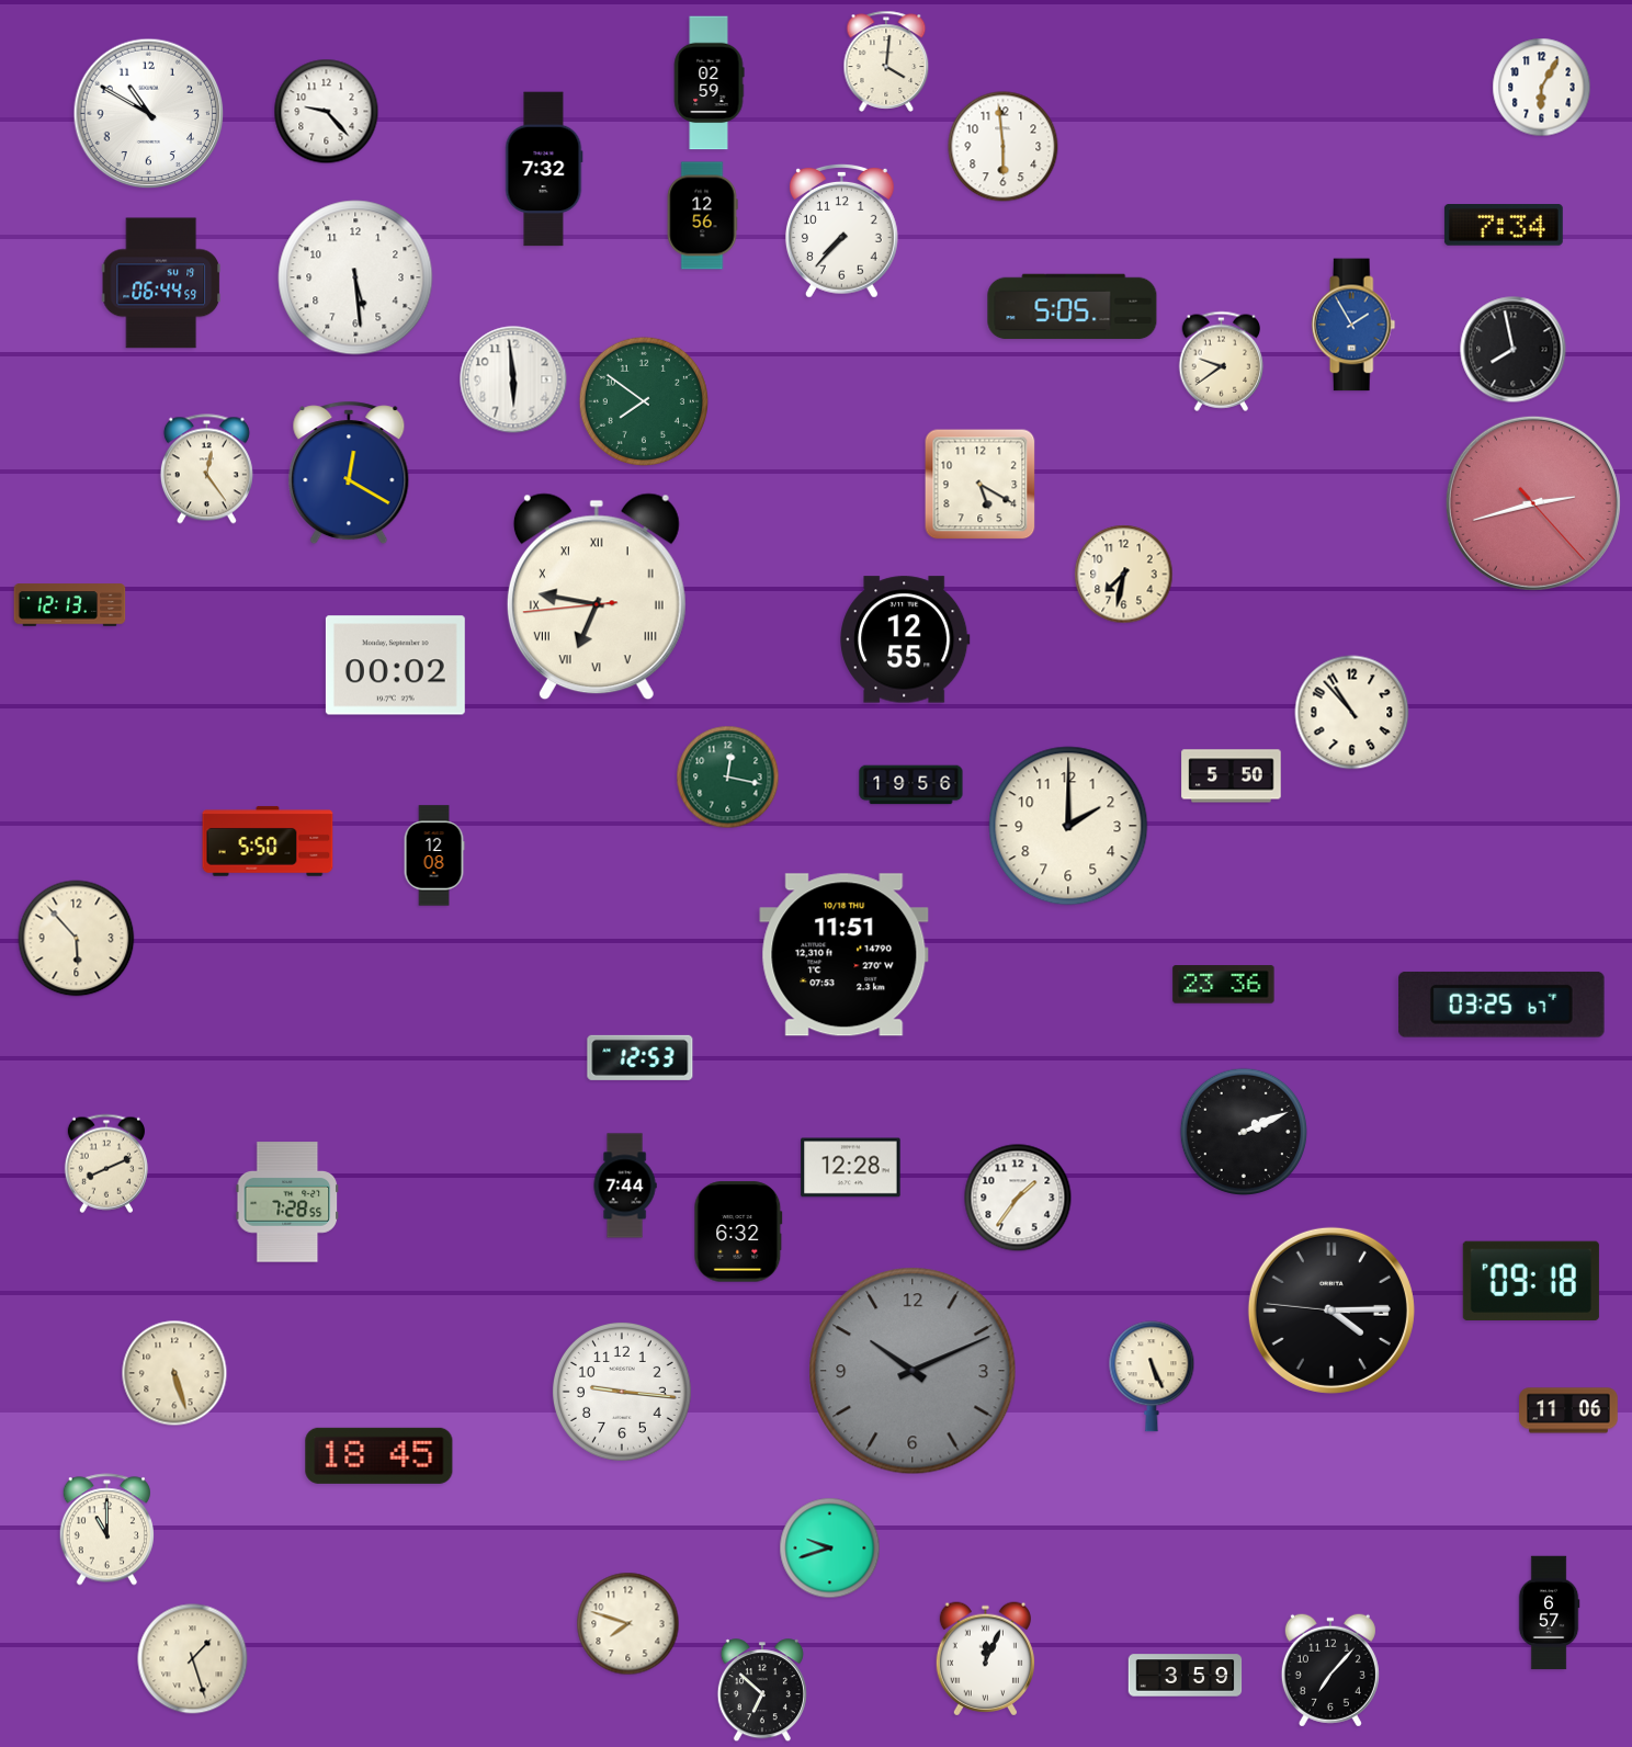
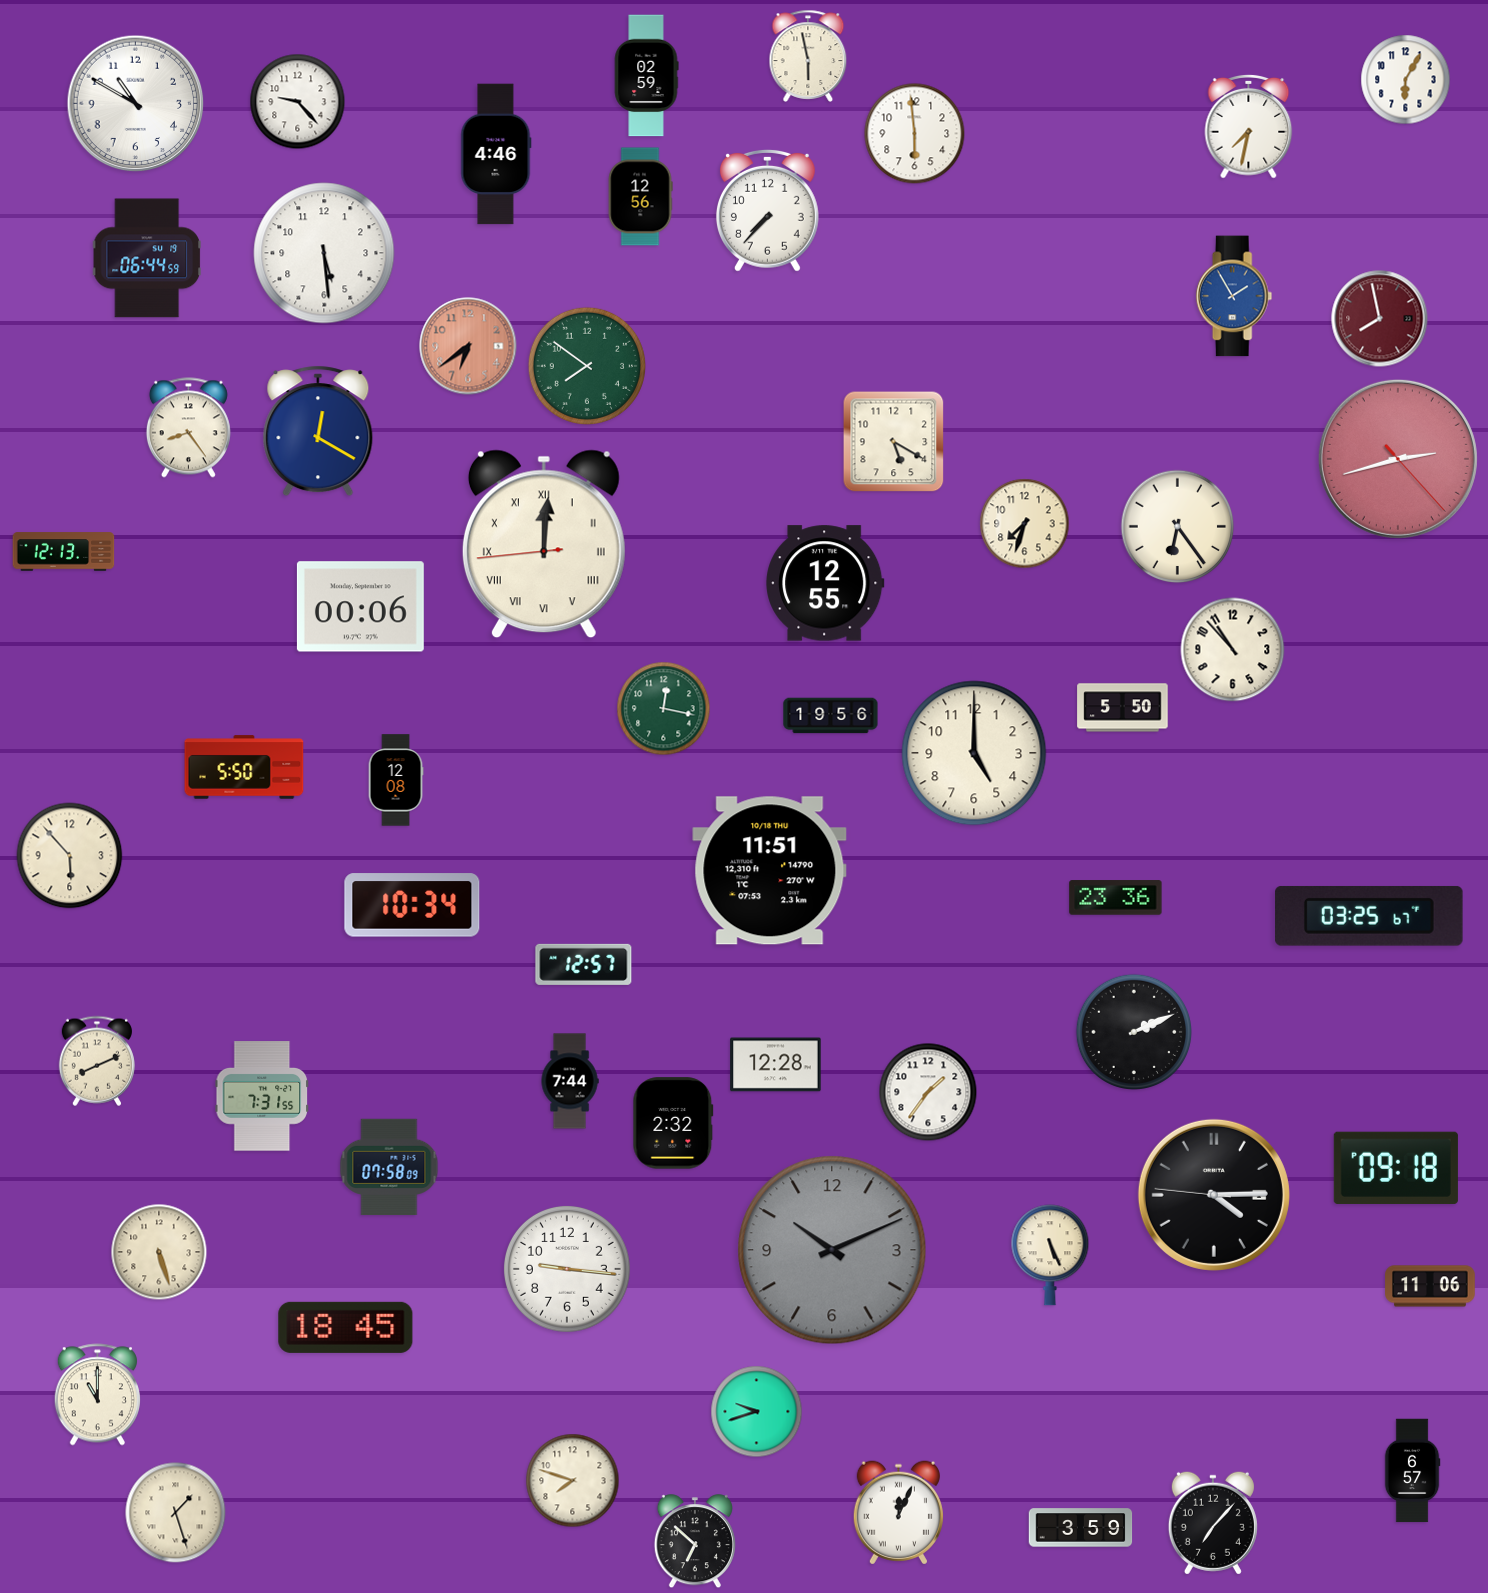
clock at (886, 61): 4:01 -> 5:58
clock at (1249, 126): none -> 7:32
clock at (544, 169): 7:32 -> 4:46
clock at (1504, 226): 7:34 -> none
clock at (1073, 307): 5:05 -> none
clock at (1514, 350) dial: black -> burgundy
clock at (1222, 361): 9:39 -> none
clock at (513, 379): 5:59 -> 6:39
clock at (513, 379) dial: white -> salmon
clock at (206, 469): 12:24 -> 8:24
clock at (1124, 575): 7:32 -> 7:33
clock at (1178, 527): none -> 6:24
clock at (597, 597): 6:46 -> 12:00
clock at (395, 666): 00:02 -> 00:06
clock at (1068, 826): 2:00 -> 5:00
clock at (412, 905): none -> 10:34
clock at (641, 1057): 12:53 -> 12:57
clock at (287, 1202): 7:28 -> 7:31
clock at (738, 1232): 6:32 -> 2:32
clock at (389, 1166): none -> 07:58
